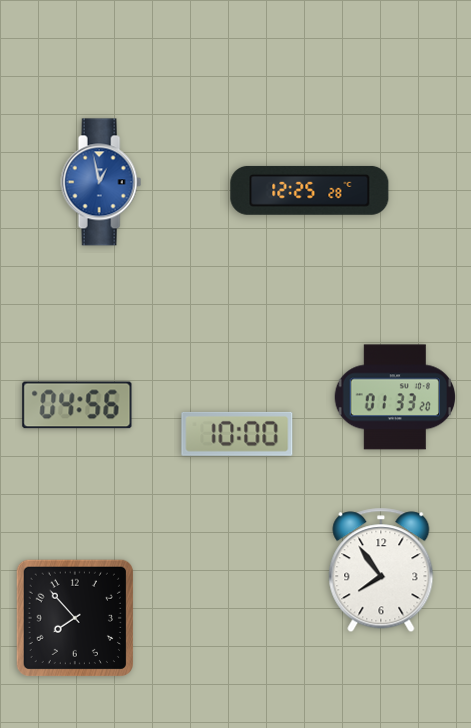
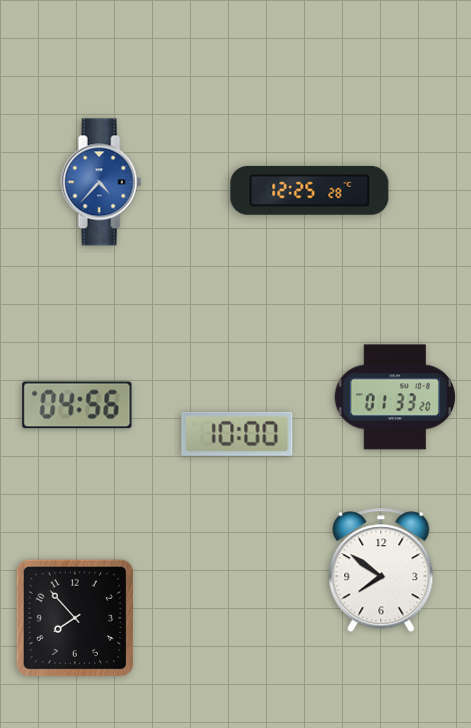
clock at (101, 182): 12:58 -> 4:37
clock at (381, 570): 7:54 -> 7:51
